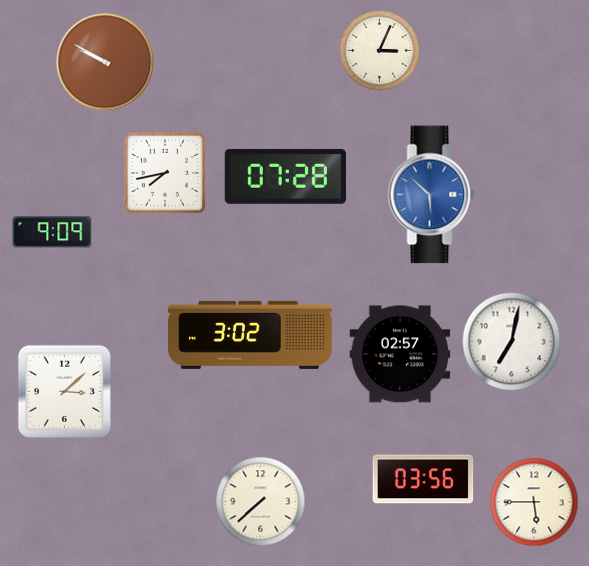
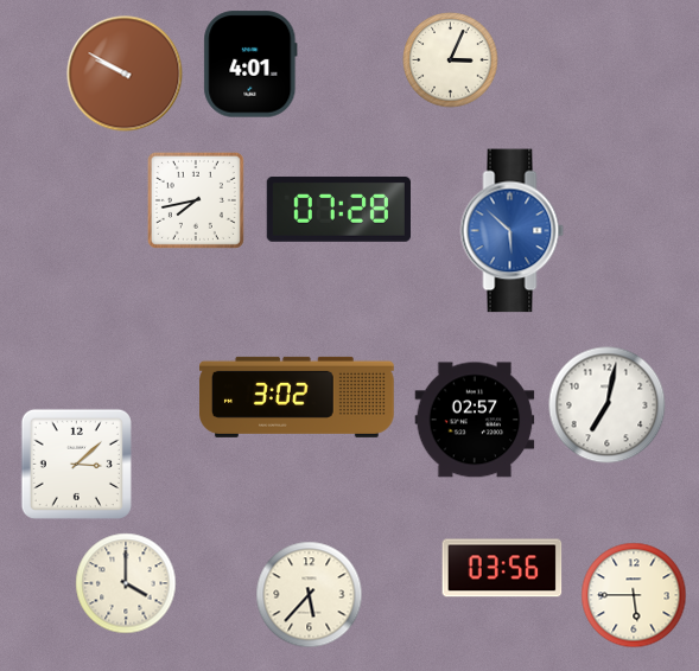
clock at (250, 64): none -> 4:01
clock at (165, 173) position: (165, 173) -> (196, 200)
clock at (52, 232): 9:09 -> none
clock at (126, 583): none -> 4:00
clock at (261, 502): 7:38 -> 5:37
